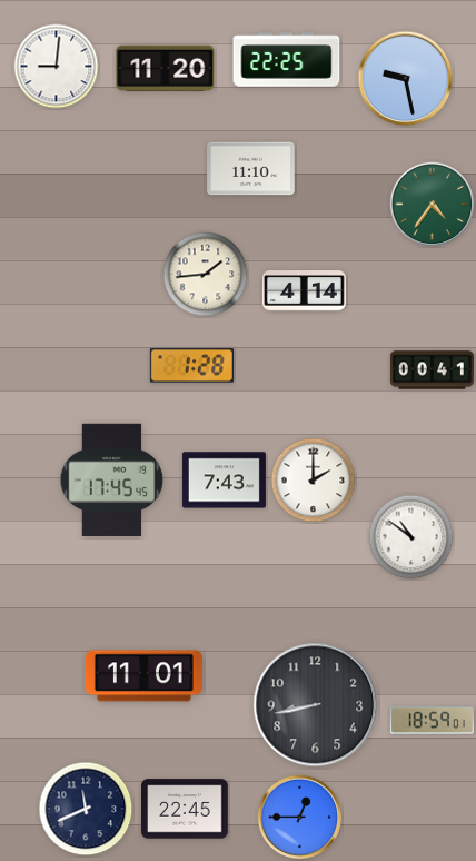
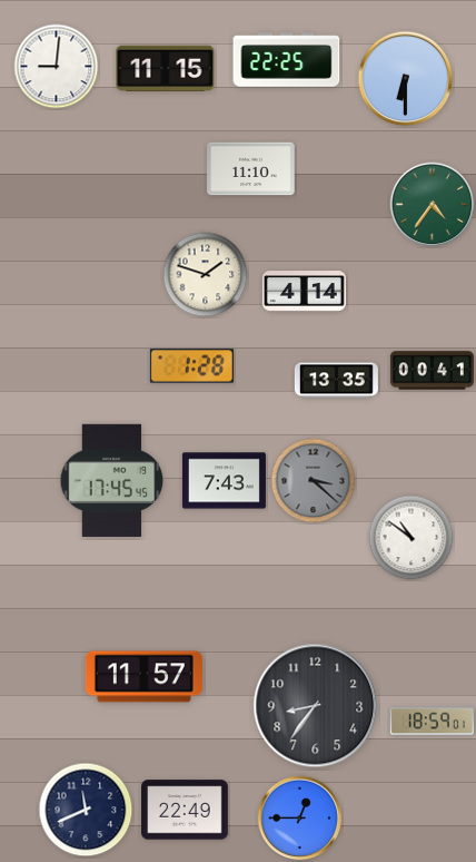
clock at (166, 68): 11:20 -> 11:15
clock at (406, 79): 9:28 -> 6:30
clock at (206, 275): 1:44 -> 1:48
clock at (336, 381): none -> 13:35
clock at (314, 481): 2:00 -> 3:22
clock at (314, 481) dial: white -> grey
clock at (143, 676): 11:01 -> 11:57
clock at (316, 705): 8:43 -> 8:36
clock at (185, 809): 22:45 -> 22:49
